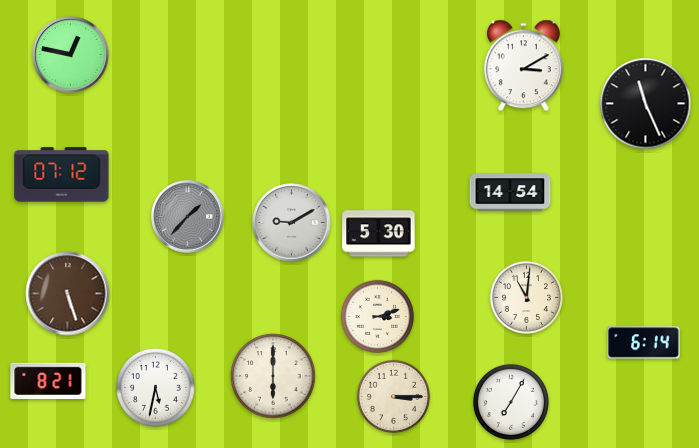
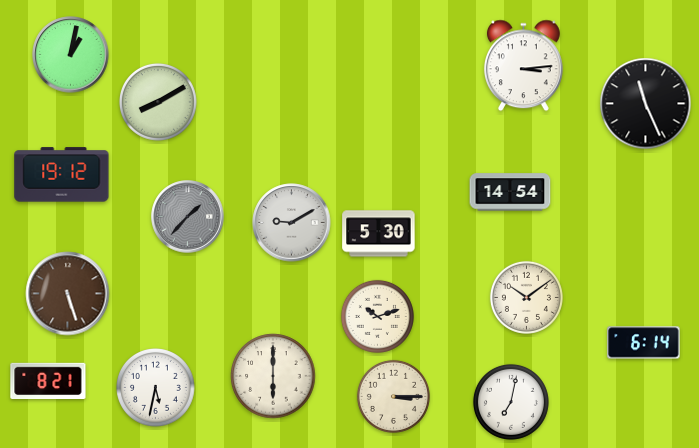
clock at (71, 55): 12:47 -> 1:02
clock at (523, 66): 3:10 -> 3:14
clock at (158, 102): none -> 8:10
clock at (62, 175): 07:12 -> 19:12
clock at (526, 297): 11:01 -> 10:09
clock at (377, 316): 3:12 -> 10:12
clock at (511, 402): 7:05 -> 7:02
